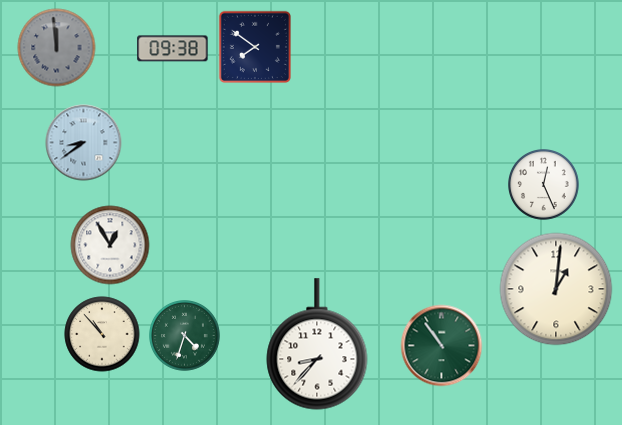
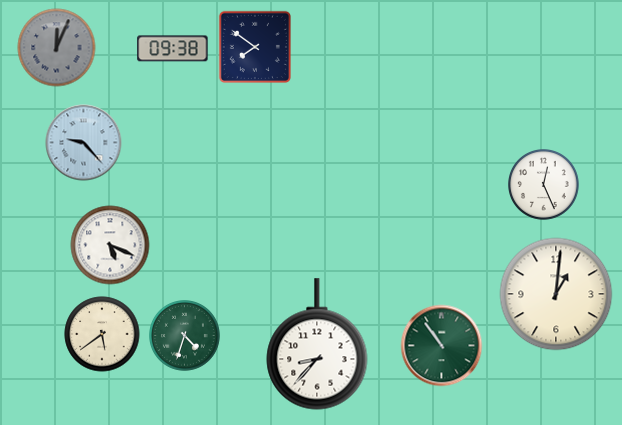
clock at (57, 48): 11:59 -> 12:04
clock at (84, 143): 8:39 -> 9:23
clock at (110, 245): 12:55 -> 5:19
clock at (556, 289) position: (556, 289) -> (556, 294)
clock at (102, 334): 10:53 -> 5:39
